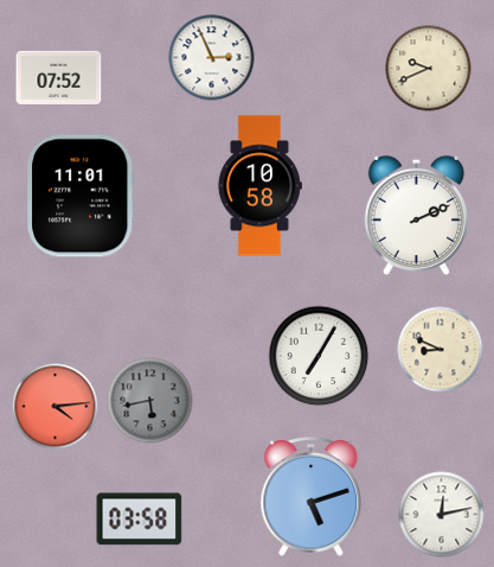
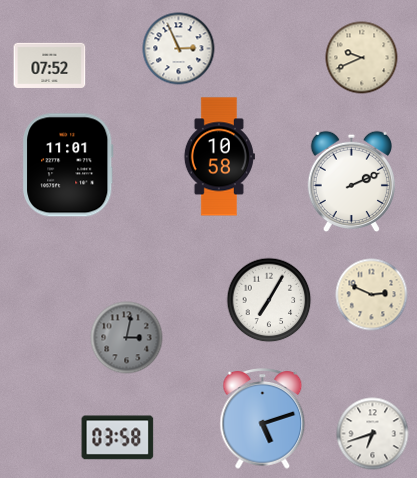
clock at (441, 350): 8:49 -> 2:49
clock at (150, 401): 5:43 -> 3:02
clock at (56, 407): 4:14 -> none
clock at (442, 515): 12:13 -> 6:42
